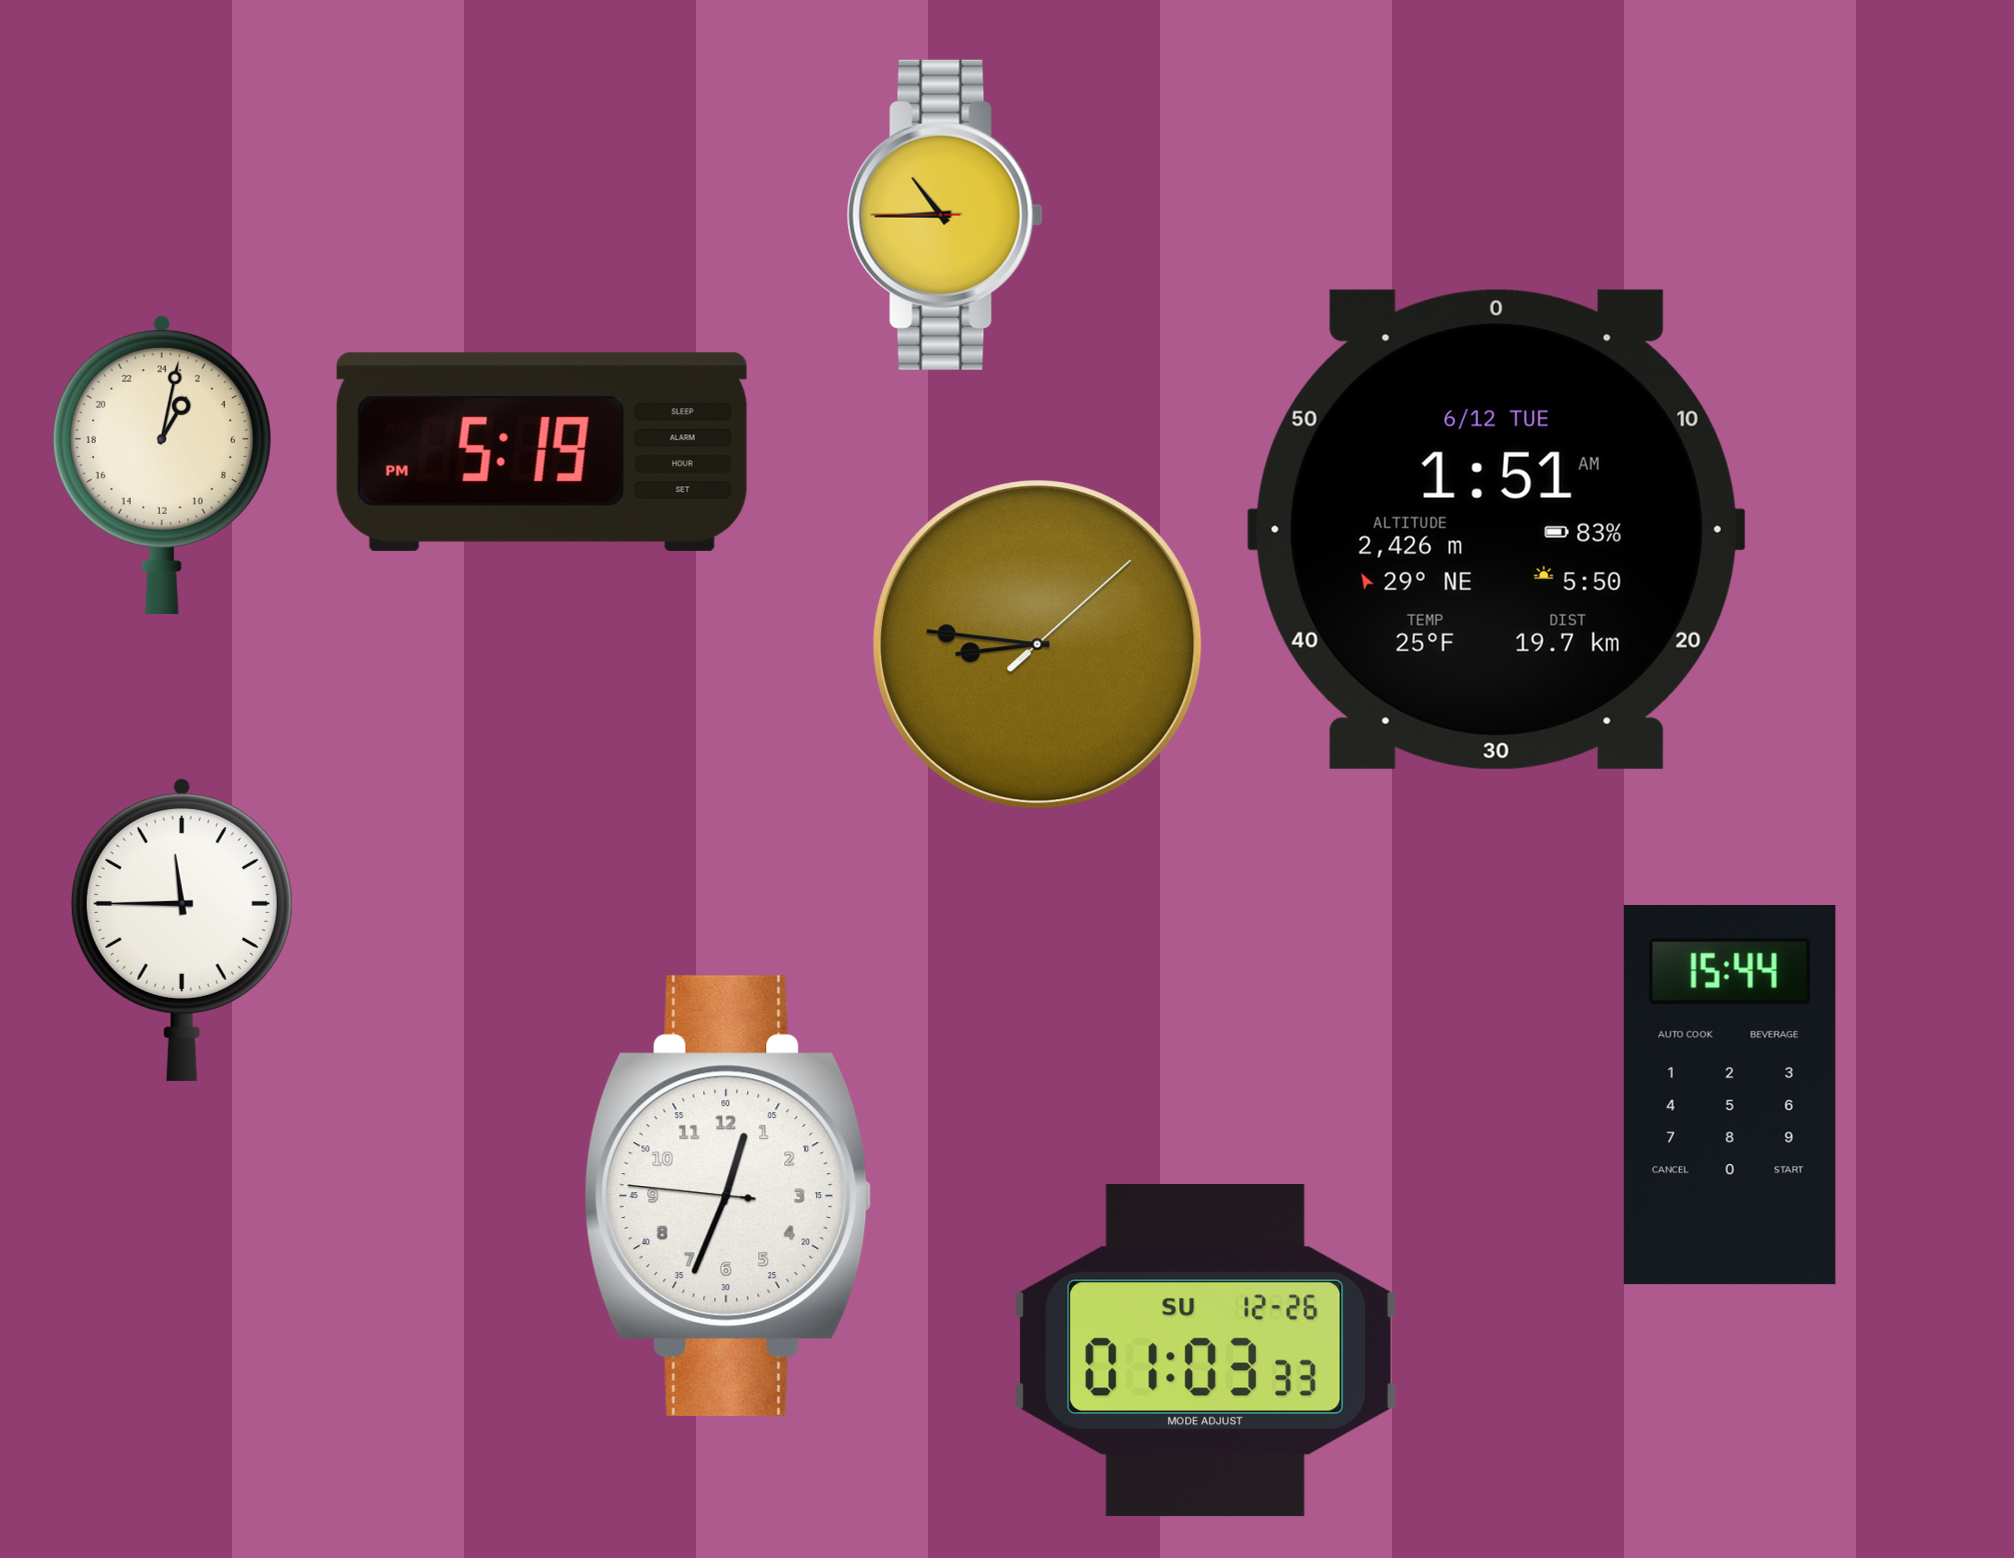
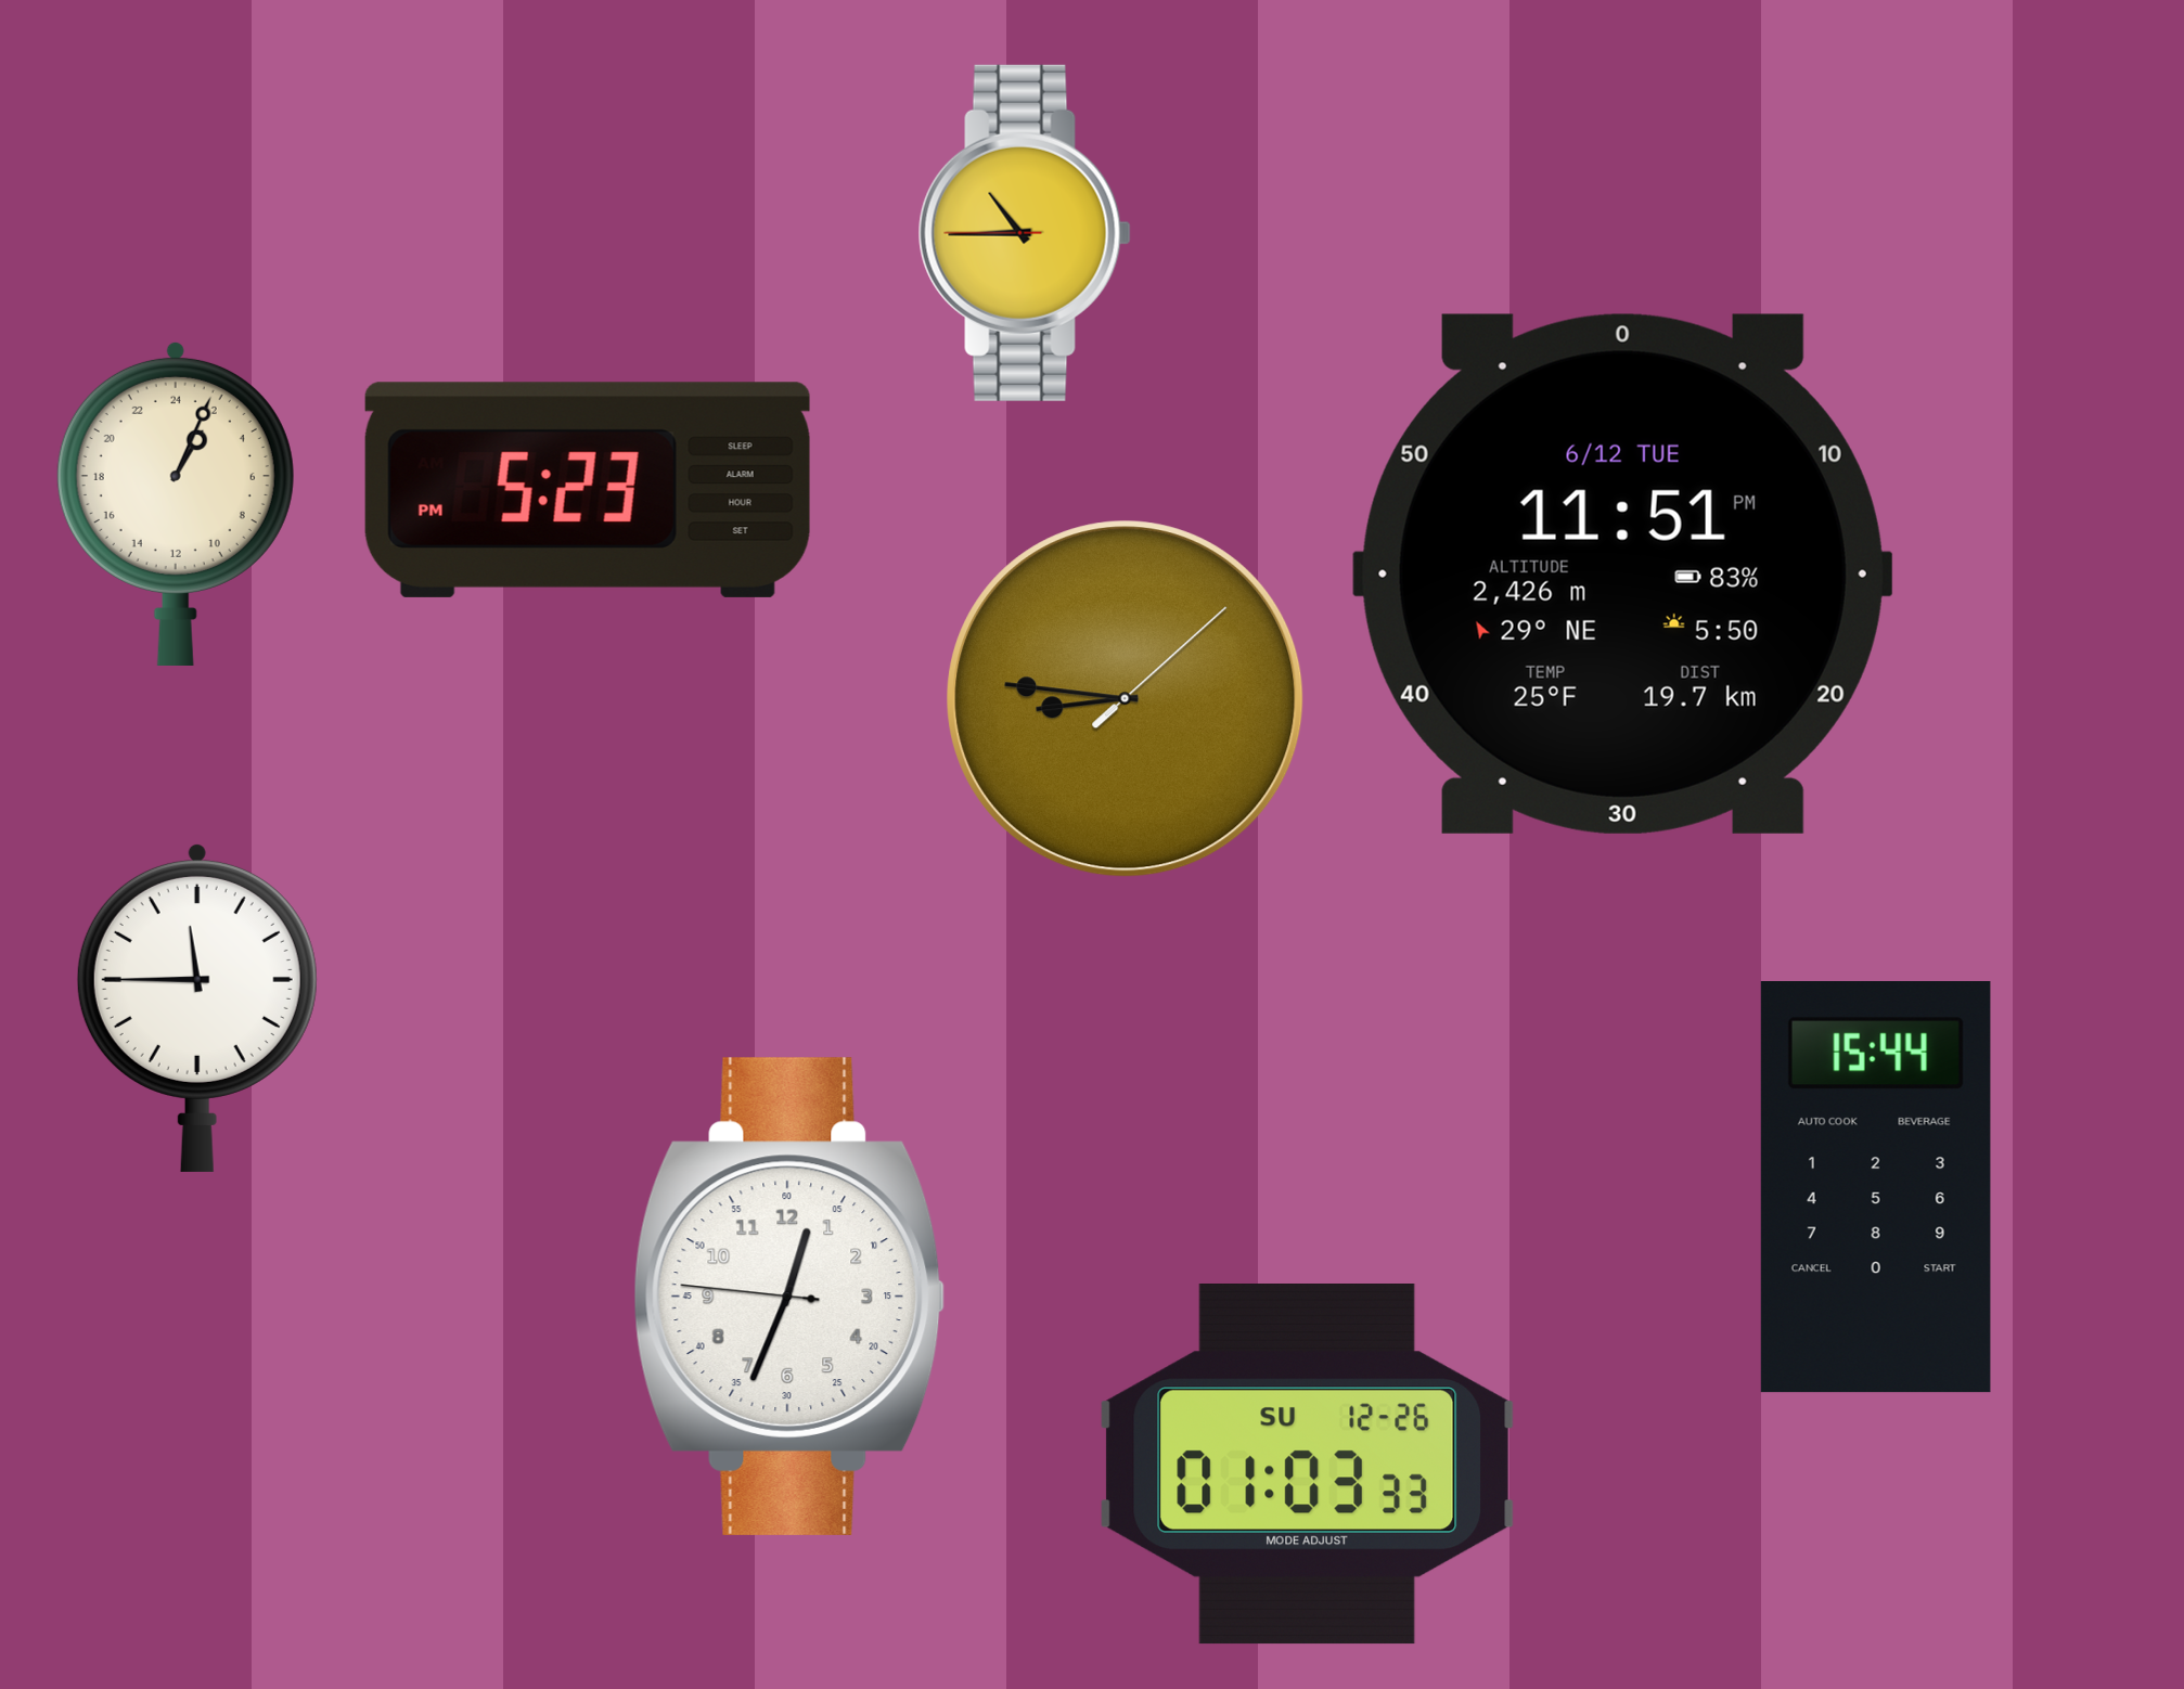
clock at (542, 452): 5:19 -> 5:23
clock at (162, 464): 2:02 -> 2:04
clock at (1496, 529): 1:51 -> 11:51
